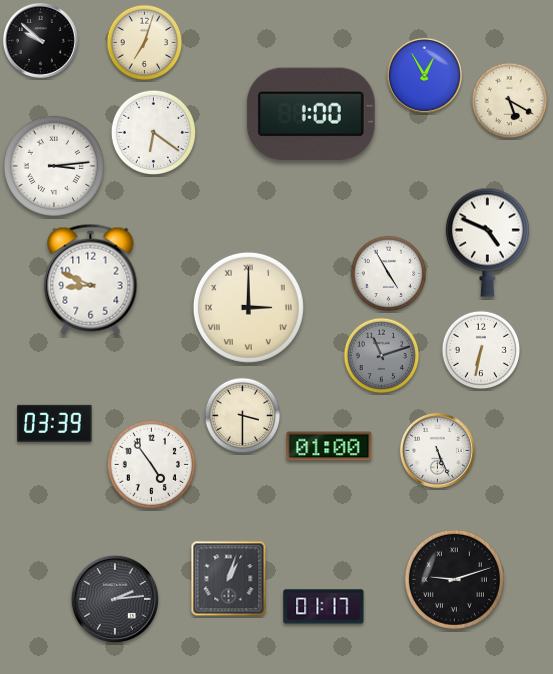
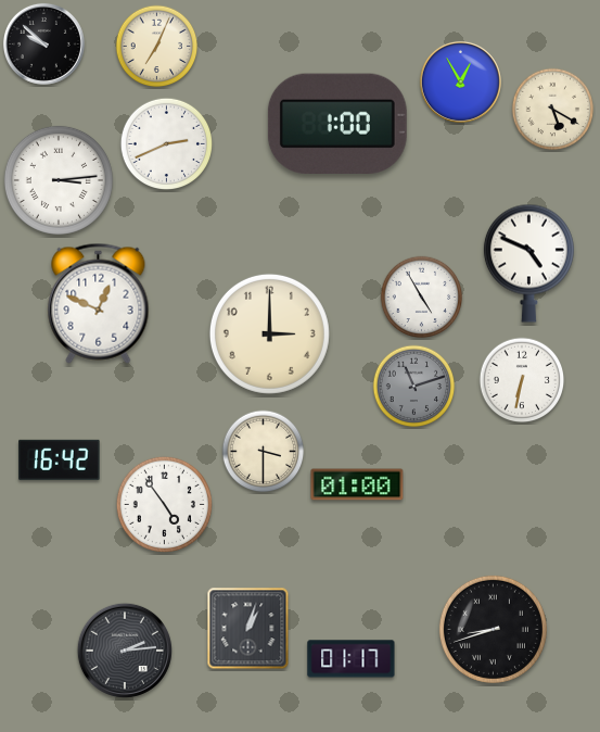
clock at (145, 43): 7:03 -> 7:04
clock at (153, 132): 6:21 -> 2:41
clock at (91, 279): 8:49 -> 12:49
clock at (248, 307) numerals: Roman -> Arabic
clock at (55, 423): 03:39 -> 16:42
clock at (437, 450): 5:26 -> none
clock at (454, 579): 9:12 -> 8:42
